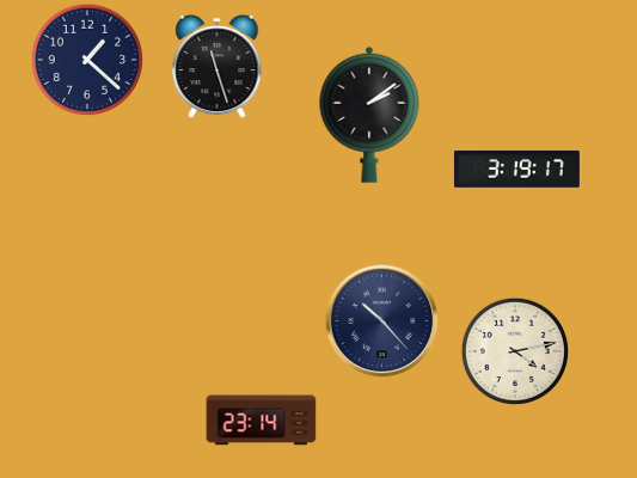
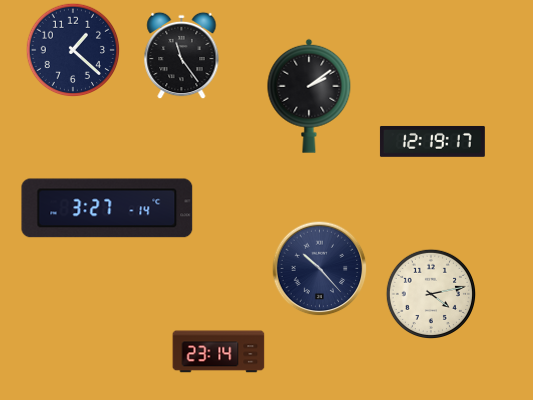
clock at (218, 66): 11:27 -> 11:24
clock at (516, 168): 3:19 -> 12:19
clock at (107, 208): none -> 3:27
